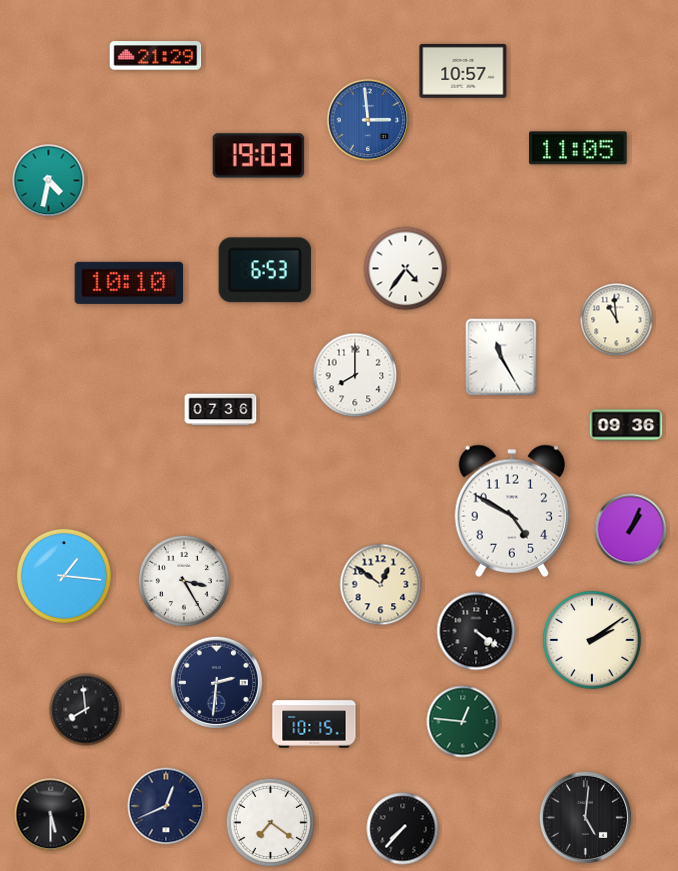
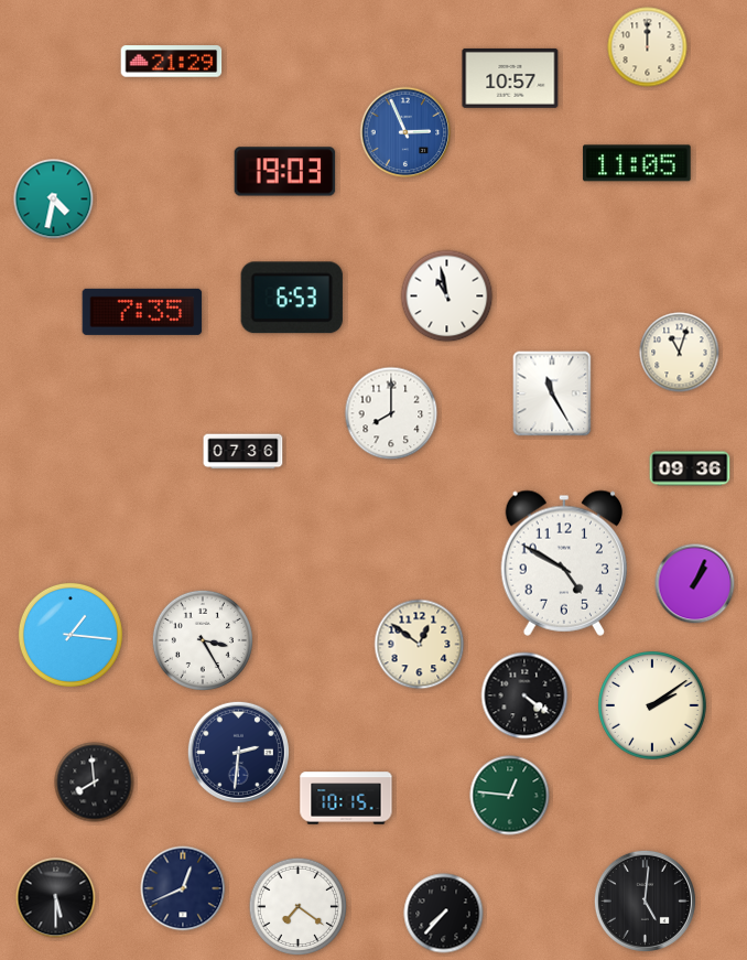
clock at (648, 47): none -> 12:00
clock at (368, 120): 2:59 -> 2:56
clock at (406, 269): 4:36 -> 10:58
clock at (129, 283): 10:10 -> 7:35
clock at (617, 320): 10:59 -> 11:03
